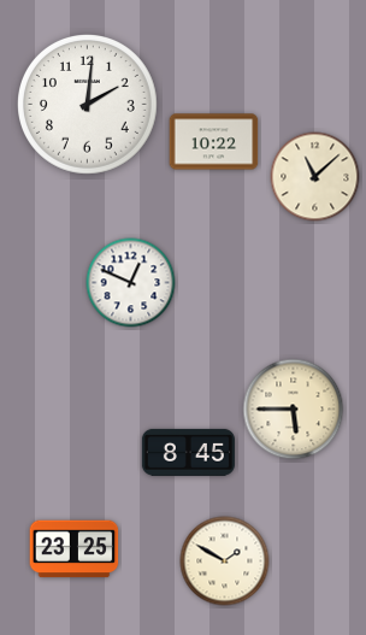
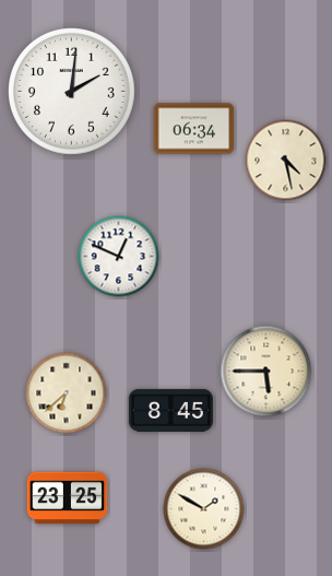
clock at (88, 105) position: (88, 105) -> (72, 92)
clock at (214, 142): 10:22 -> 06:34
clock at (315, 177): 11:08 -> 4:28
clock at (67, 393): none -> 6:38
